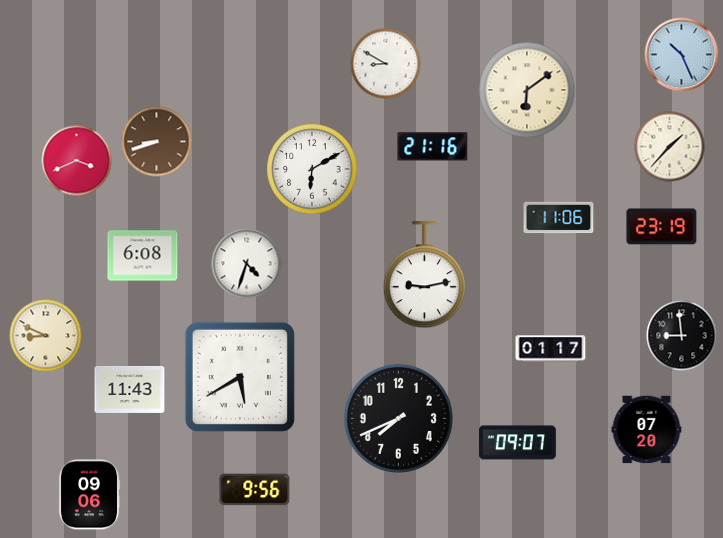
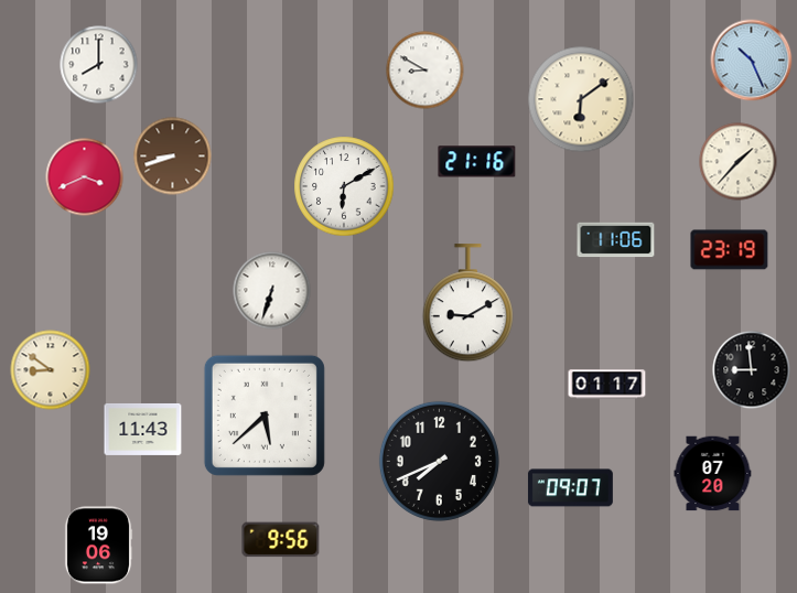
clock at (99, 65): none -> 8:00
clock at (143, 256): 6:08 -> none
clock at (247, 264): 4:33 -> 6:33
clock at (424, 275): 9:13 -> 9:10
clock at (46, 336): 8:49 -> 8:51
clock at (240, 377): 5:40 -> 5:38
clock at (89, 495): 09:06 -> 19:06
